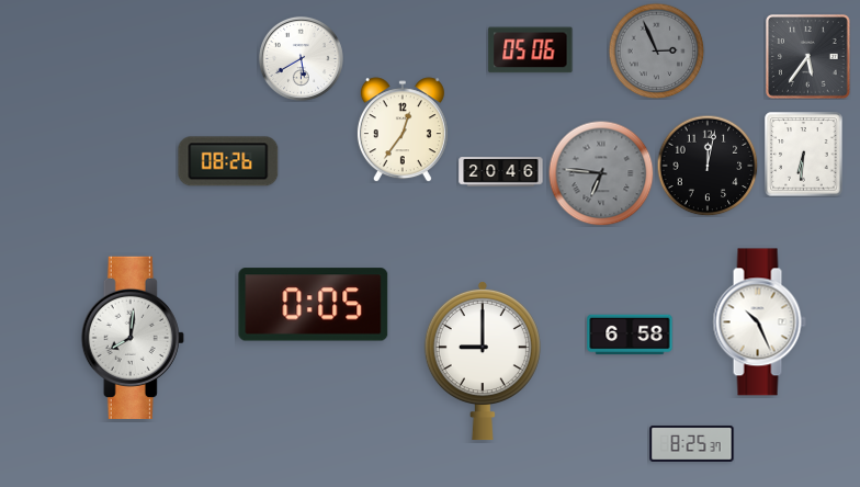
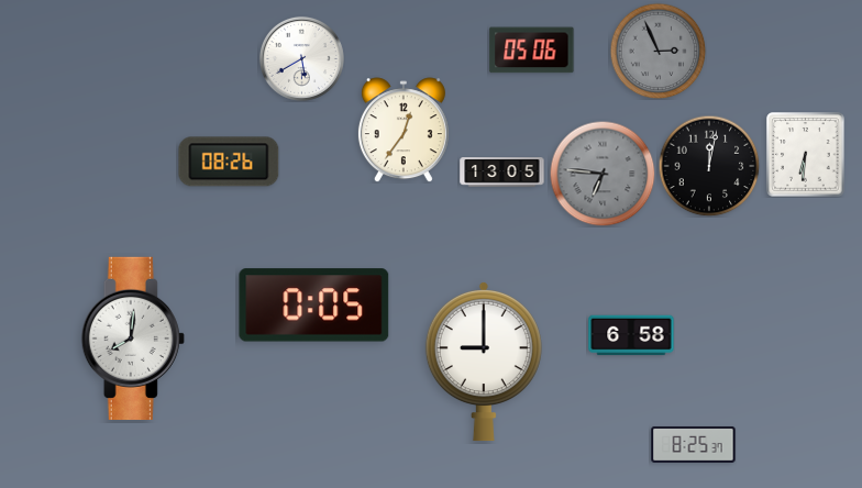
clock at (808, 57): 5:36 -> none
clock at (501, 172): 20:46 -> 13:05
clock at (759, 322): 10:26 -> none
